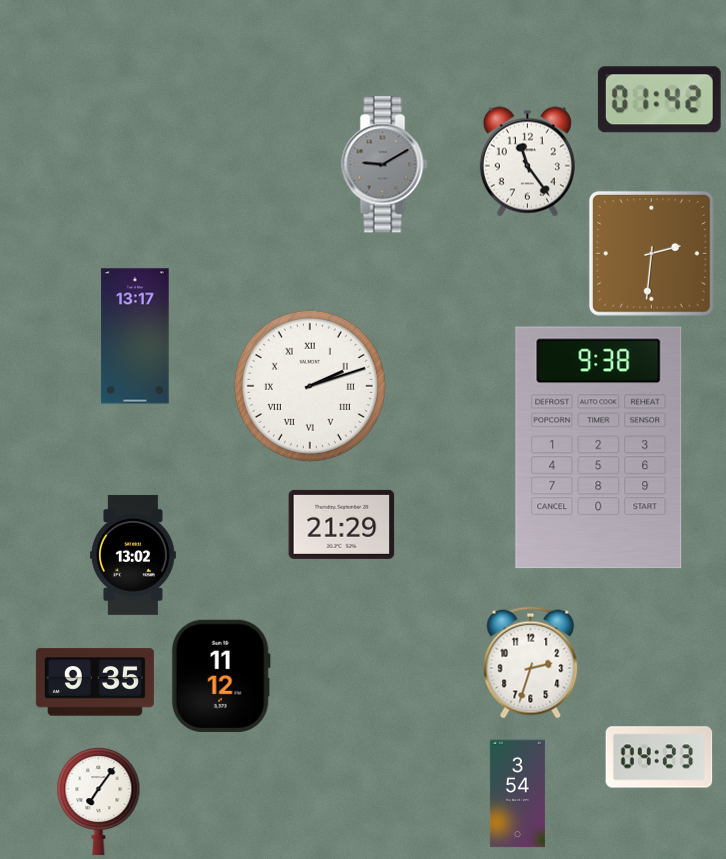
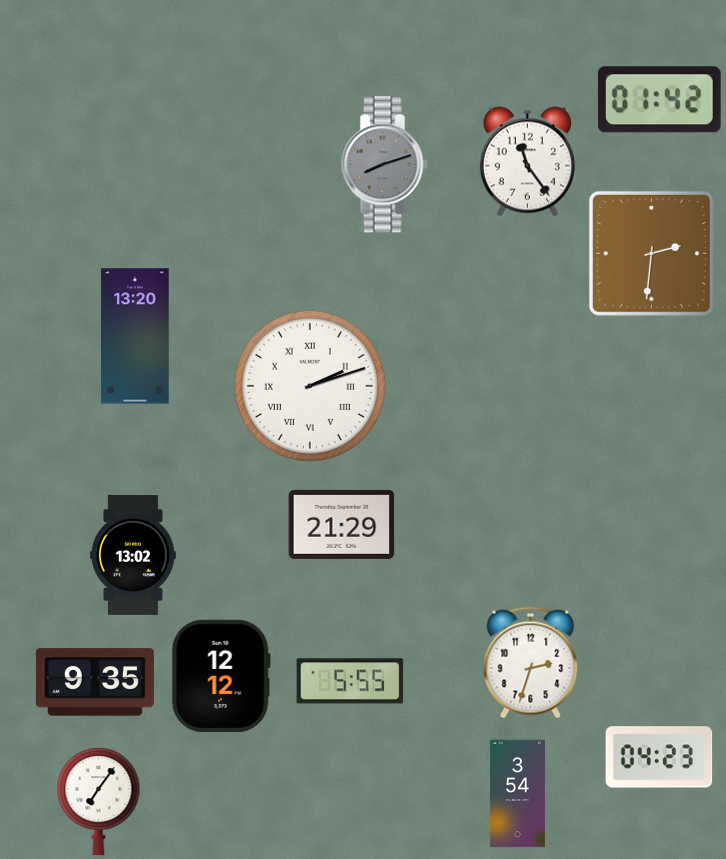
clock at (385, 165): 9:10 -> 8:12
clock at (135, 336): 13:17 -> 13:20
clock at (599, 448): 9:38 -> none
clock at (221, 676): 11:12 -> 12:12
clock at (350, 681): none -> 5:55
